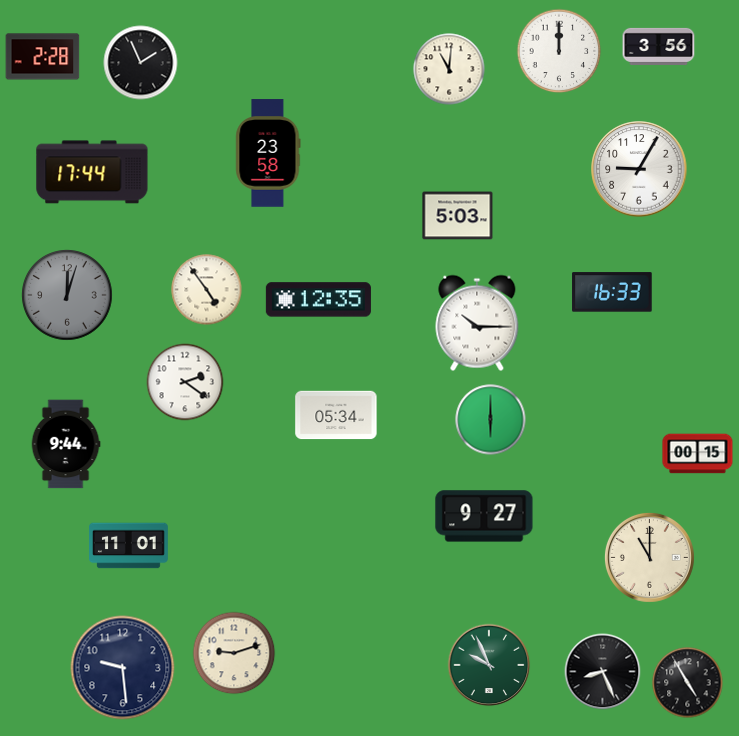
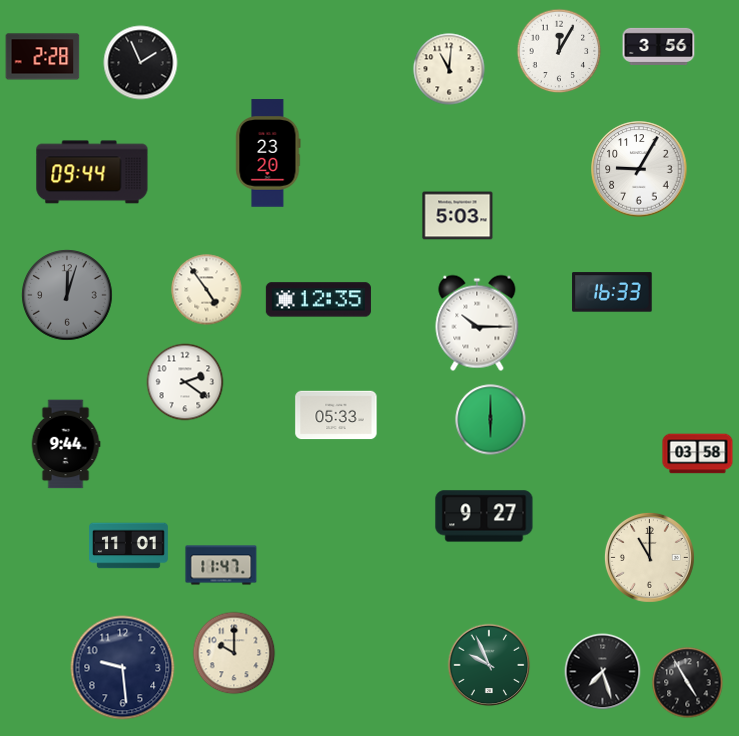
clock at (559, 51): 12:00 -> 12:05
clock at (268, 153): 23:58 -> 23:20
clock at (92, 172): 17:44 -> 09:44
clock at (336, 415): 05:34 -> 05:33
clock at (698, 454): 00:15 -> 03:58
clock at (221, 565): none -> 11:47
clock at (234, 653): 9:12 -> 10:00
clock at (603, 672): 8:26 -> 7:27
